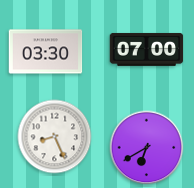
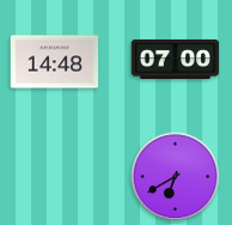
clock at (46, 52): 03:30 -> 14:48
clock at (55, 137): 8:26 -> none
